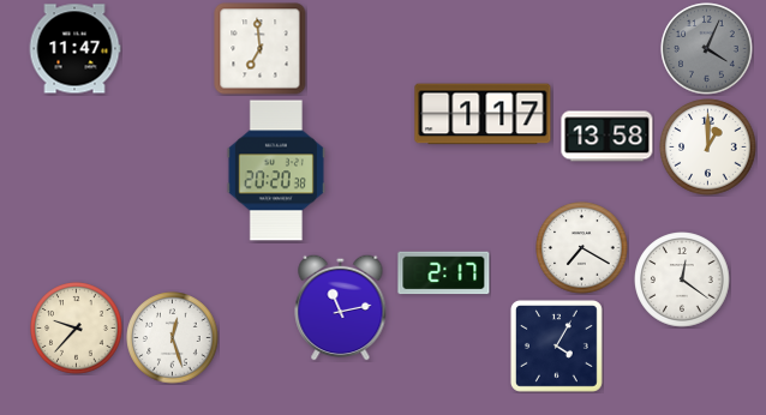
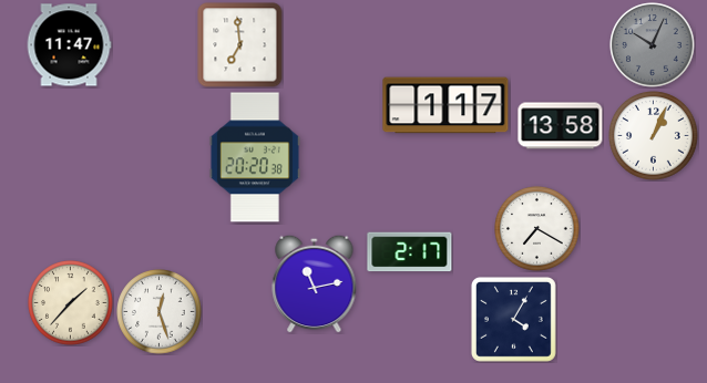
clock at (707, 49): 4:04 -> 10:04
clock at (708, 148): 1:00 -> 1:04
clock at (682, 279): 12:21 -> none
clock at (77, 329): 9:37 -> 1:37
